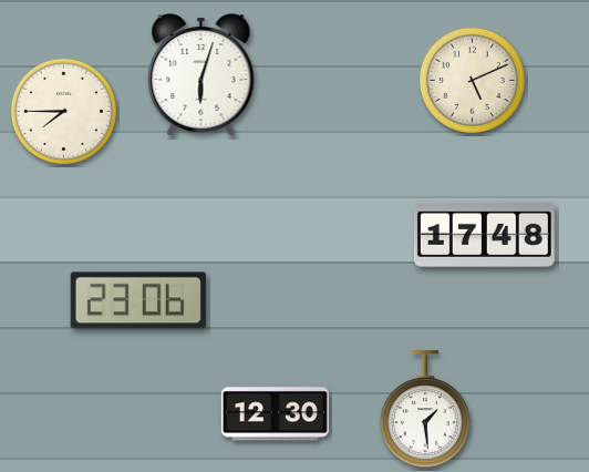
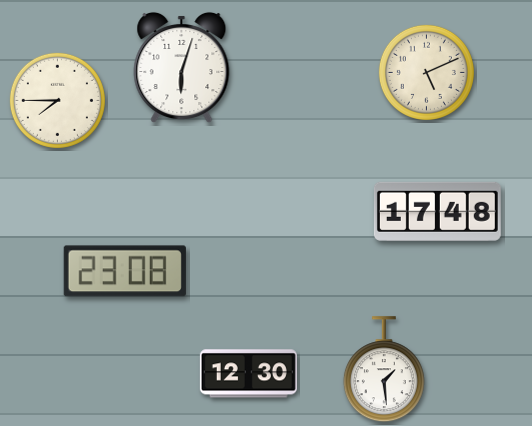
clock at (138, 300): 23:06 -> 23:08
